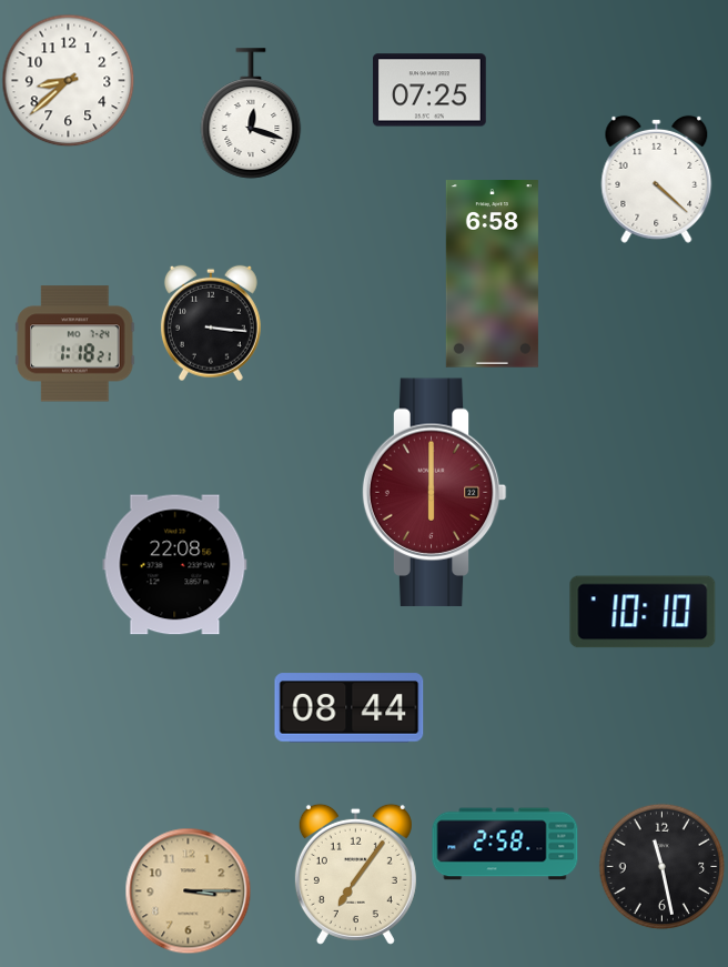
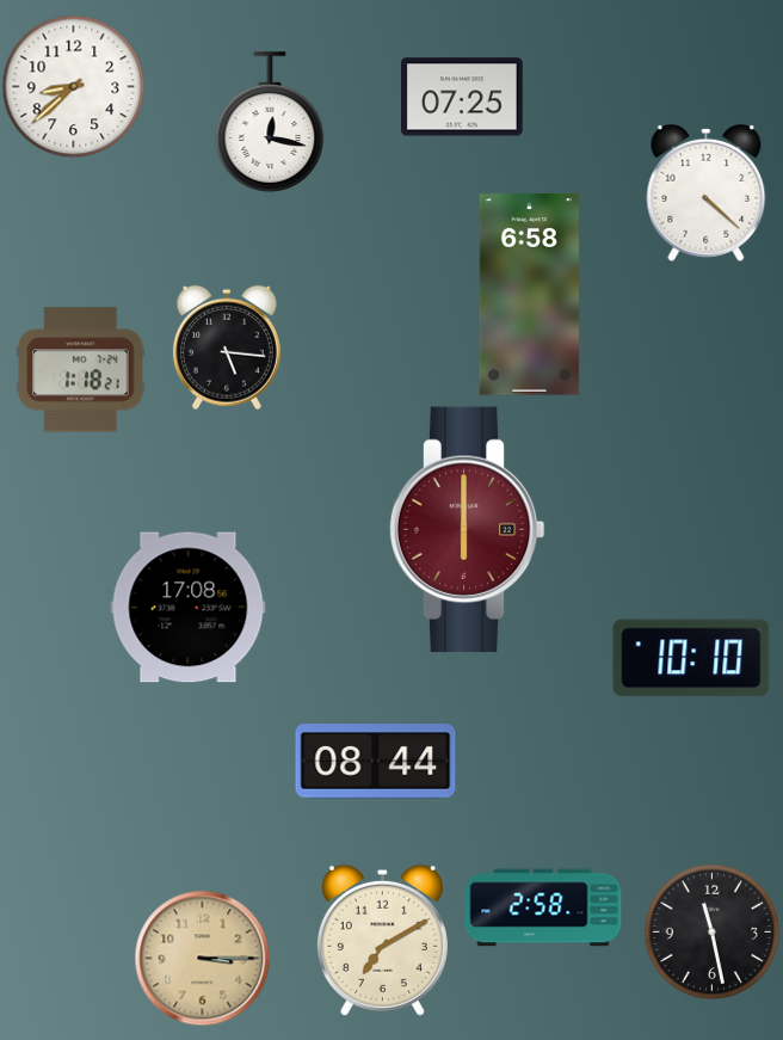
clock at (251, 113): 12:18 -> 12:17
clock at (211, 323): 3:16 -> 5:16
clock at (175, 565): 22:08 -> 17:08
clock at (355, 874): 7:06 -> 7:10
